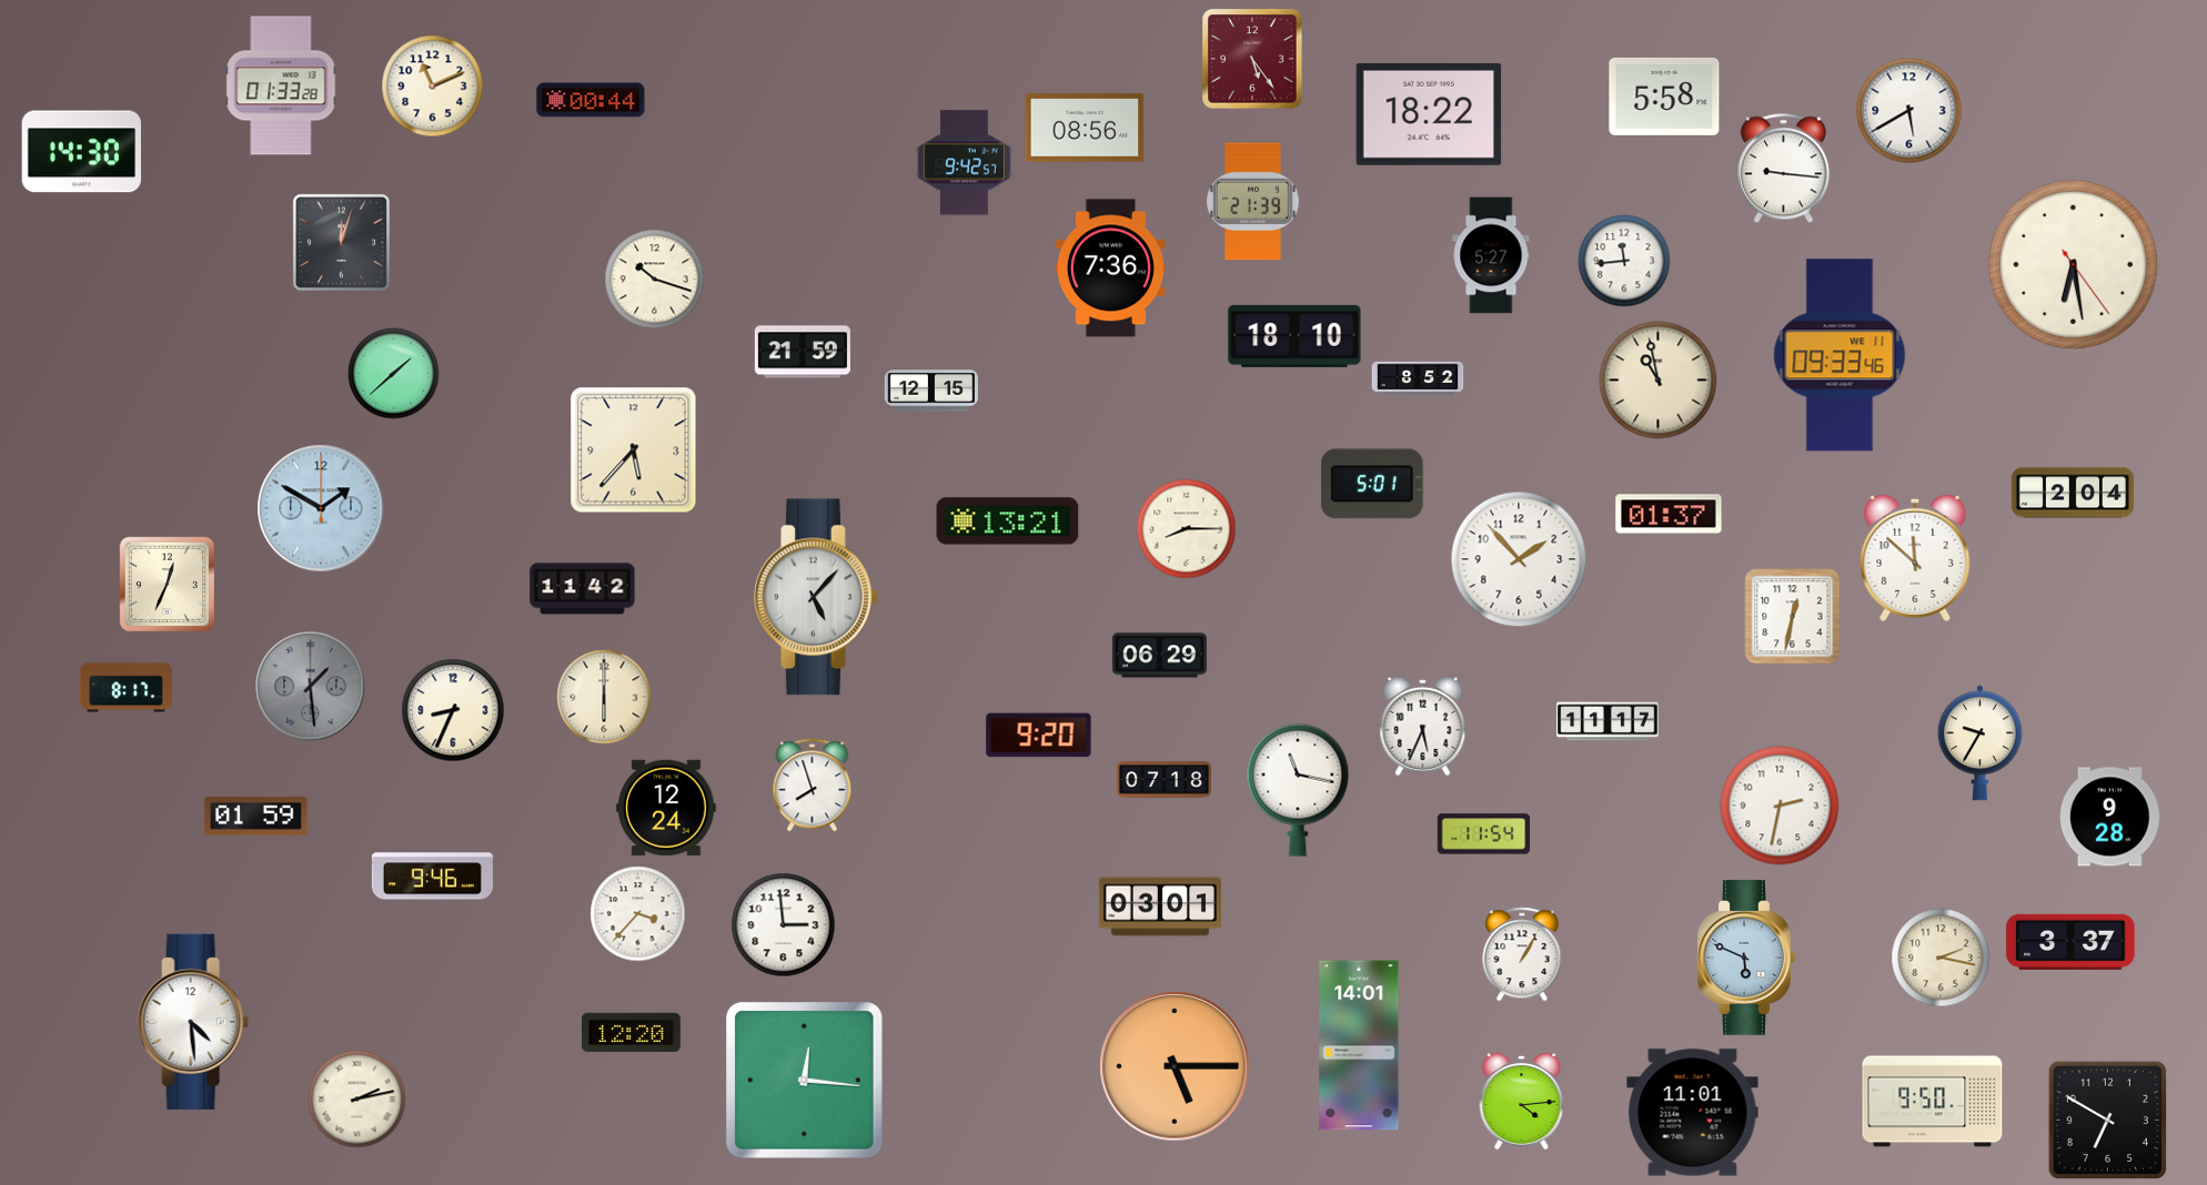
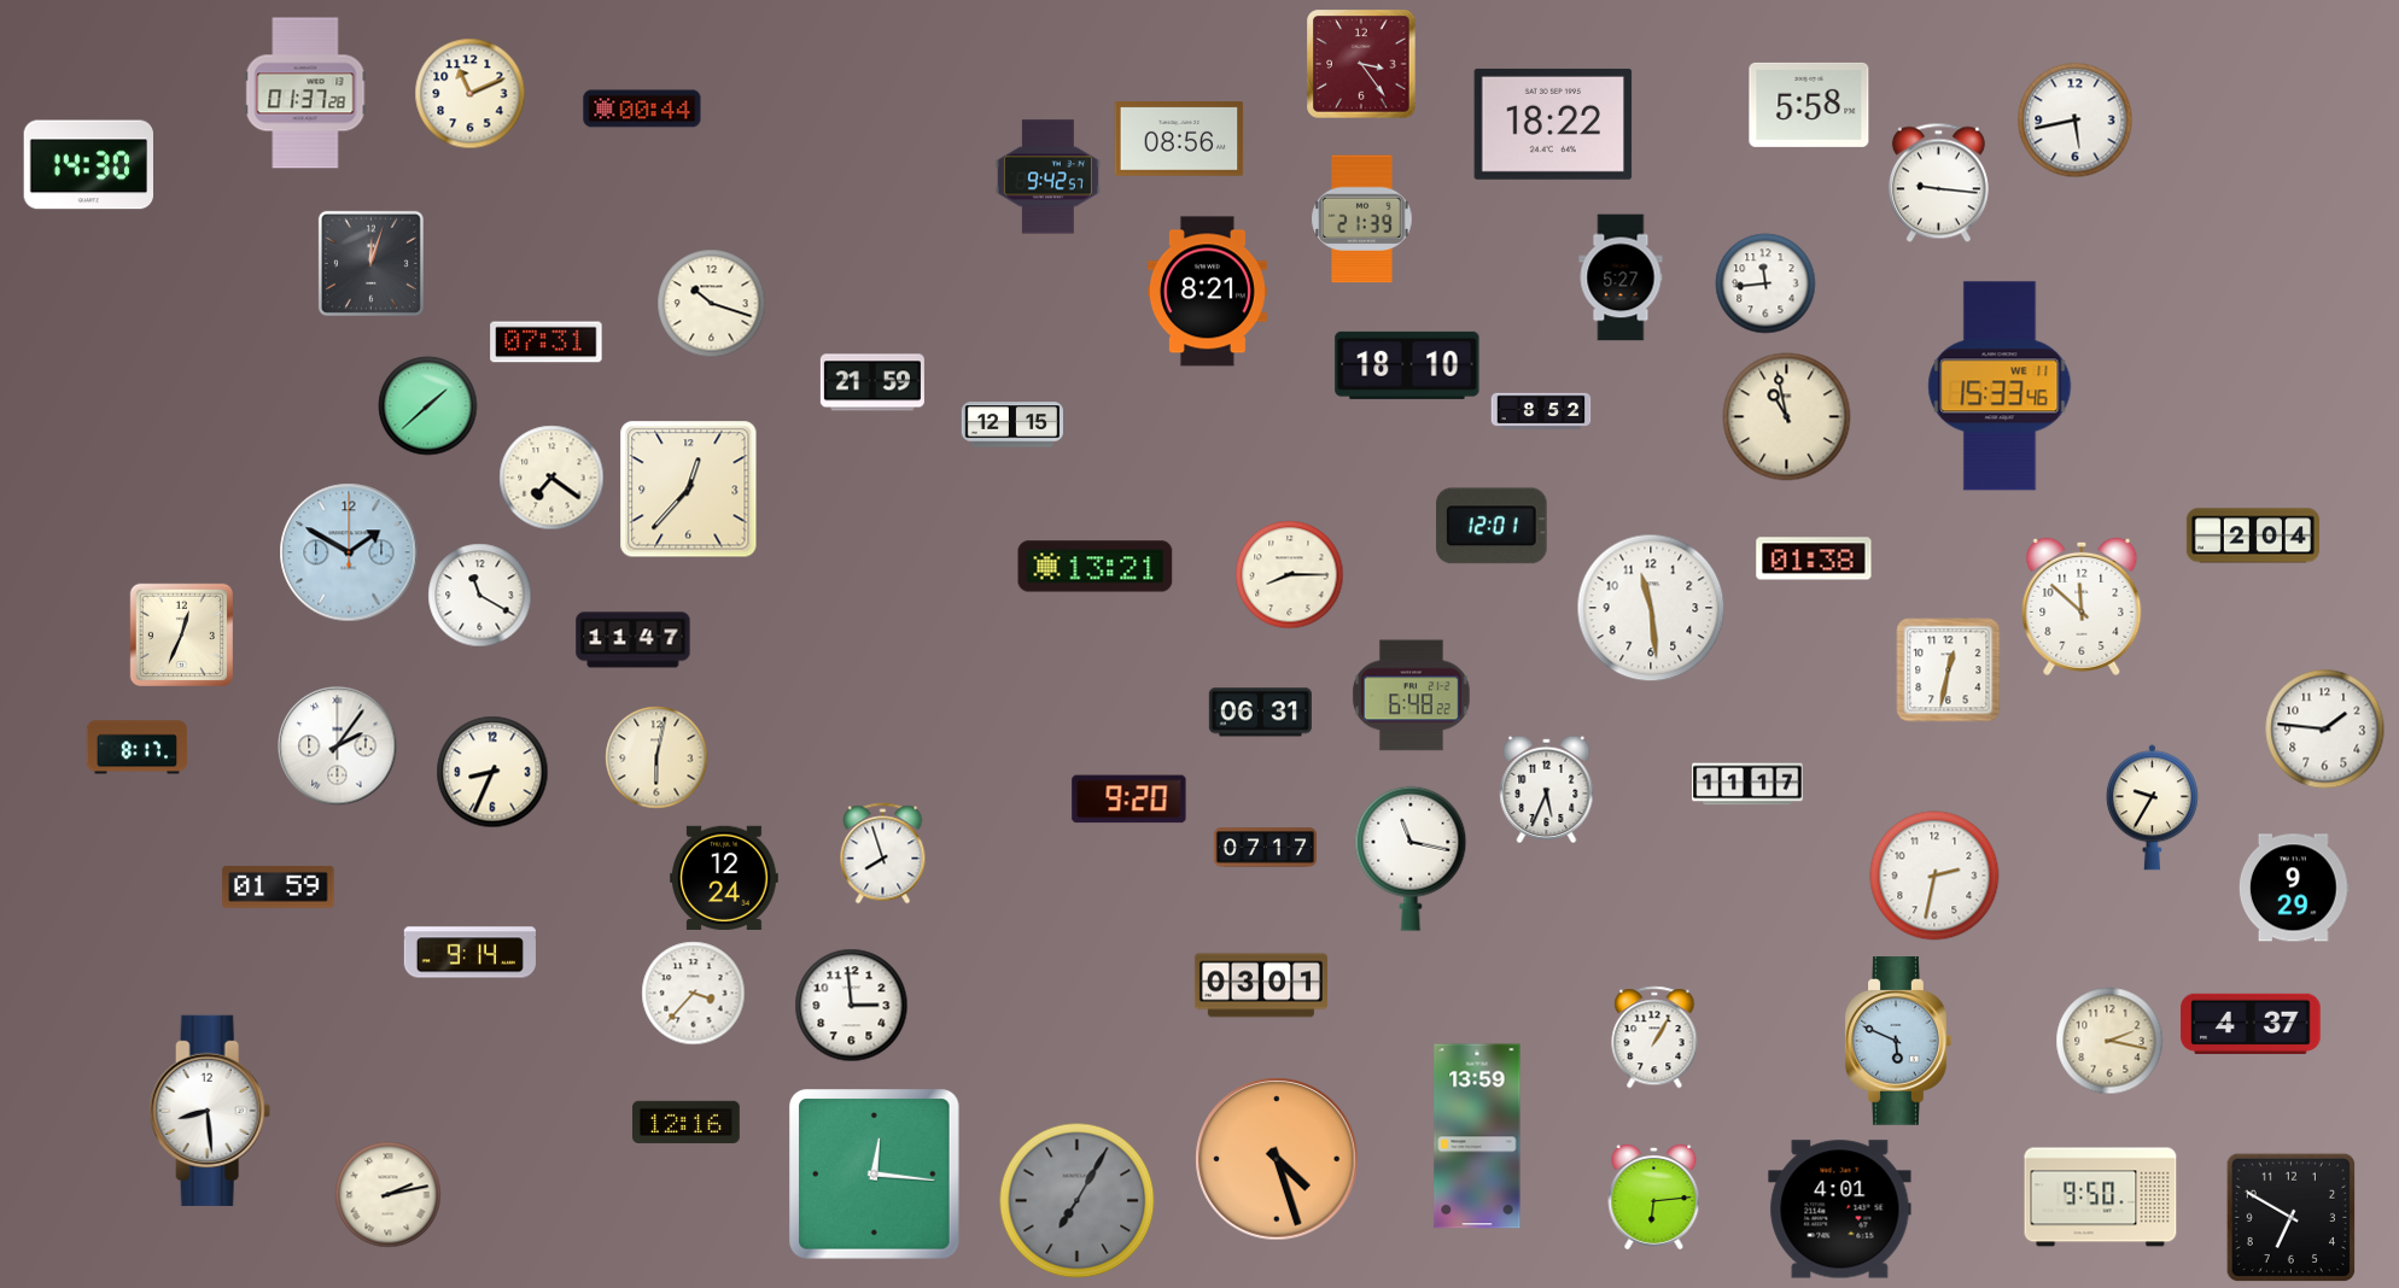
clock at (1252, 59): 5:24 -> 3:24
clock at (281, 85): 01:33 -> 01:37
clock at (1909, 111): 5:40 -> 5:43
clock at (2073, 264): 6:28 -> none
clock at (1110, 269): 7:36 -> 8:21
clock at (547, 343): none -> 07:31
clock at (1840, 355): 09:33 -> 15:33
clock at (1659, 381) position: (1659, 381) -> (1787, 417)
clock at (551, 478): none -> 7:21
clock at (634, 450): 5:37 -> 12:37
clock at (1372, 484): 5:01 -> 12:01
clock at (1669, 514): 01:37 -> 01:38
clock at (480, 596): none -> 11:20
clock at (1519, 559): 1:53 -> 11:29
clock at (583, 589): 11:42 -> 11:47
clock at (817, 597): 5:07 -> none
clock at (1412, 696): none -> 6:48
clock at (1159, 656): 06:29 -> 06:31
clock at (2325, 730): none -> 1:46
clock at (311, 687): 1:29 -> 2:06
clock at (311, 687) dial: grey -> white
clock at (604, 697): 6:00 -> 6:02
clock at (1163, 780): 07:18 -> 07:17
clock at (2110, 817): 9:28 -> 9:29
clock at (1484, 834): 11:54 -> none
clock at (432, 877): 9:46 -> 9:14
clock at (2070, 942): 3:37 -> 4:37
clock at (193, 1022): 4:29 -> 8:29
clock at (632, 1032): 12:20 -> 12:16
clock at (1359, 1045): 14:01 -> 13:59
clock at (1175, 1066): 5:15 -> 4:27
clock at (1522, 1102): 4:14 -> 6:14
clock at (1078, 1201): none -> 7:05
clock at (1693, 1113): 11:01 -> 4:01
